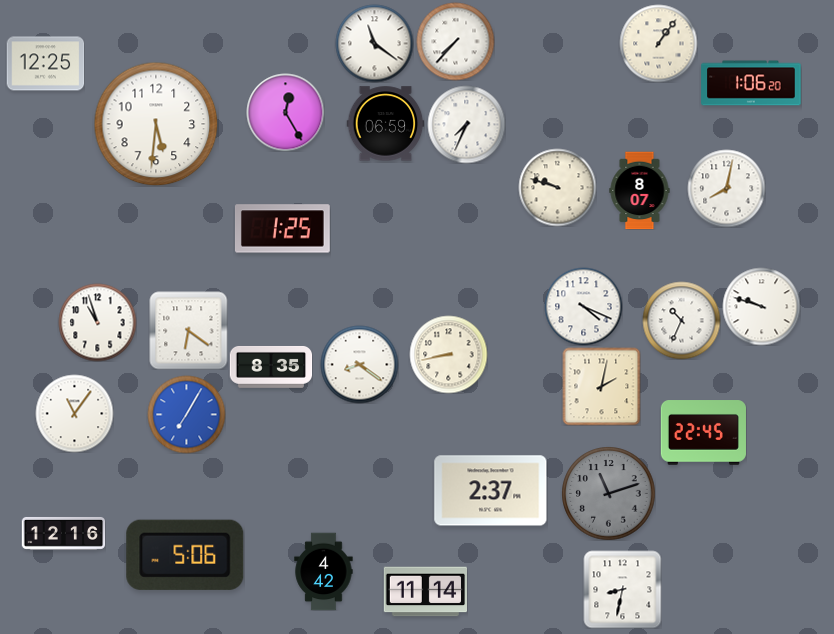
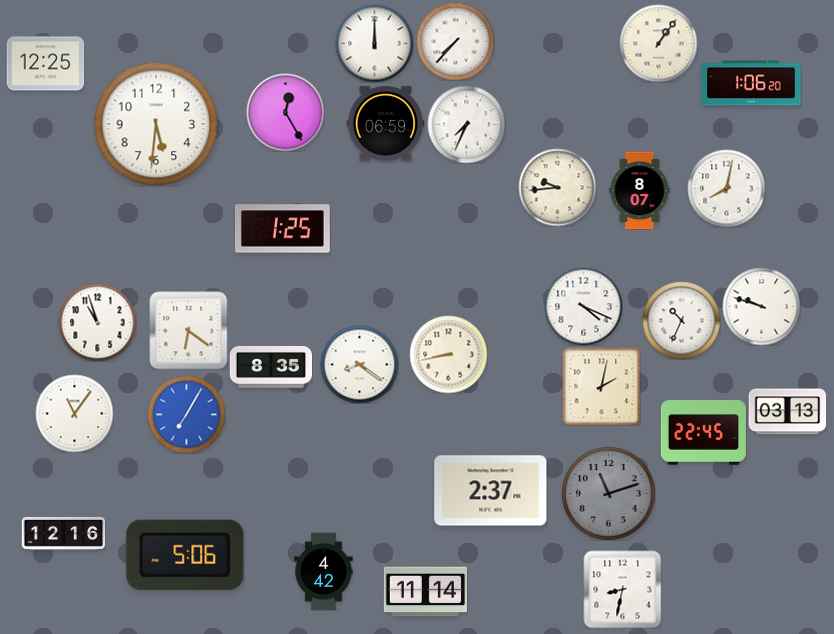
clock at (374, 43): 11:21 -> 12:00
clock at (557, 187): 9:48 -> 9:44
clock at (787, 412): none -> 03:13
